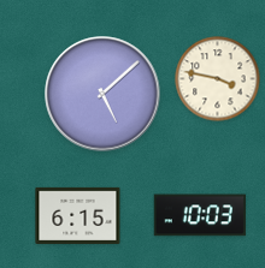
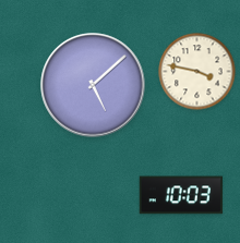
clock at (78, 215): 6:15 -> none
